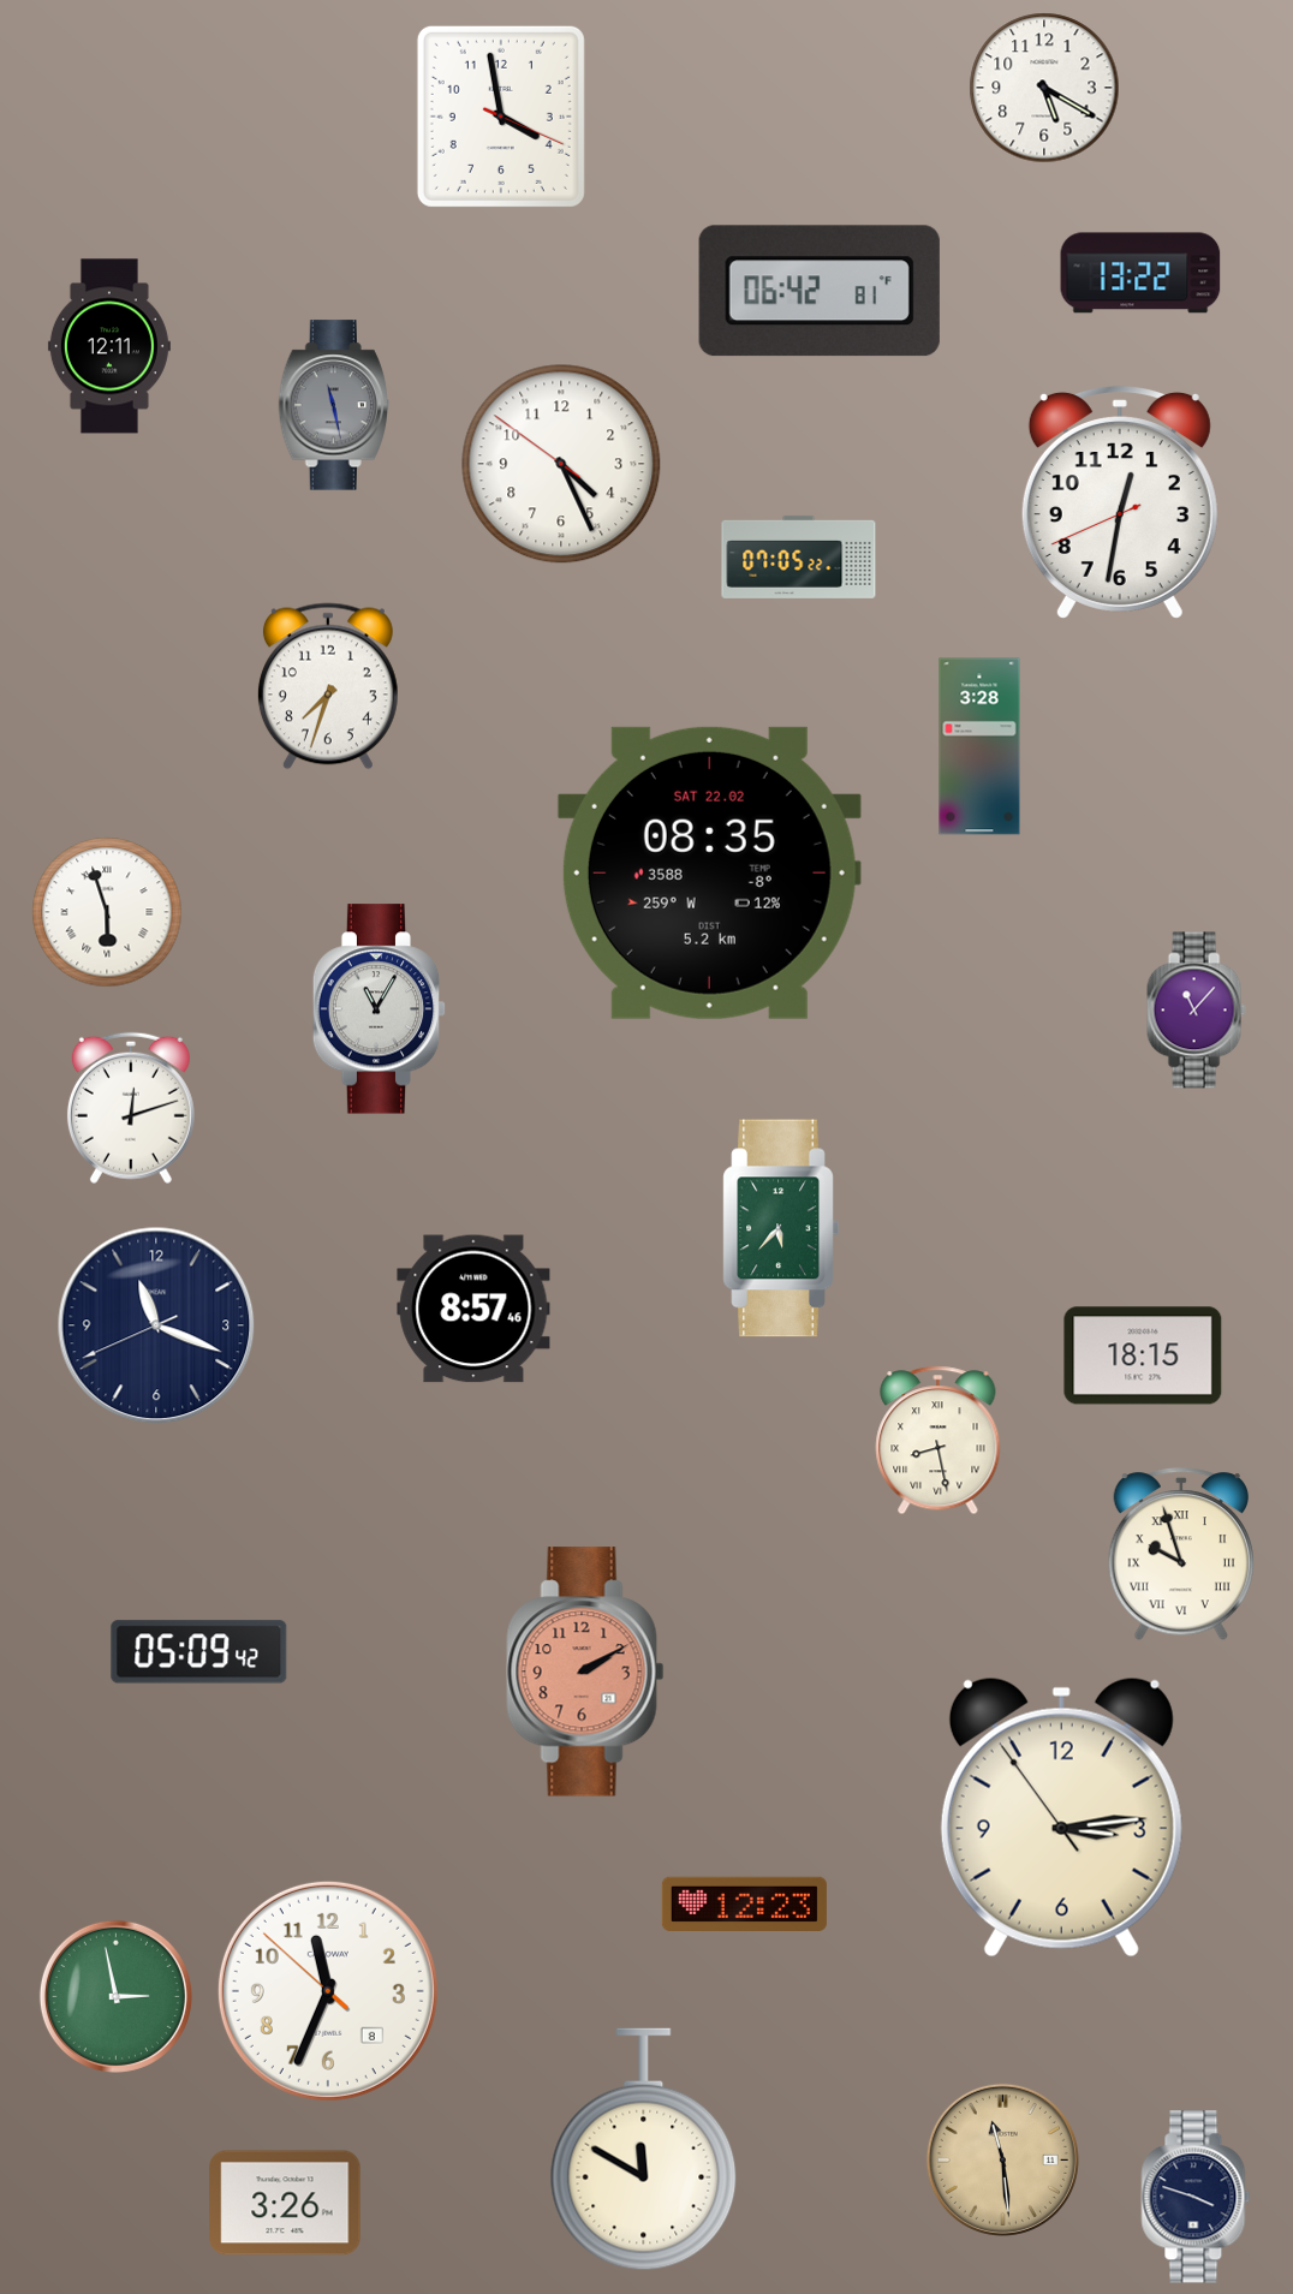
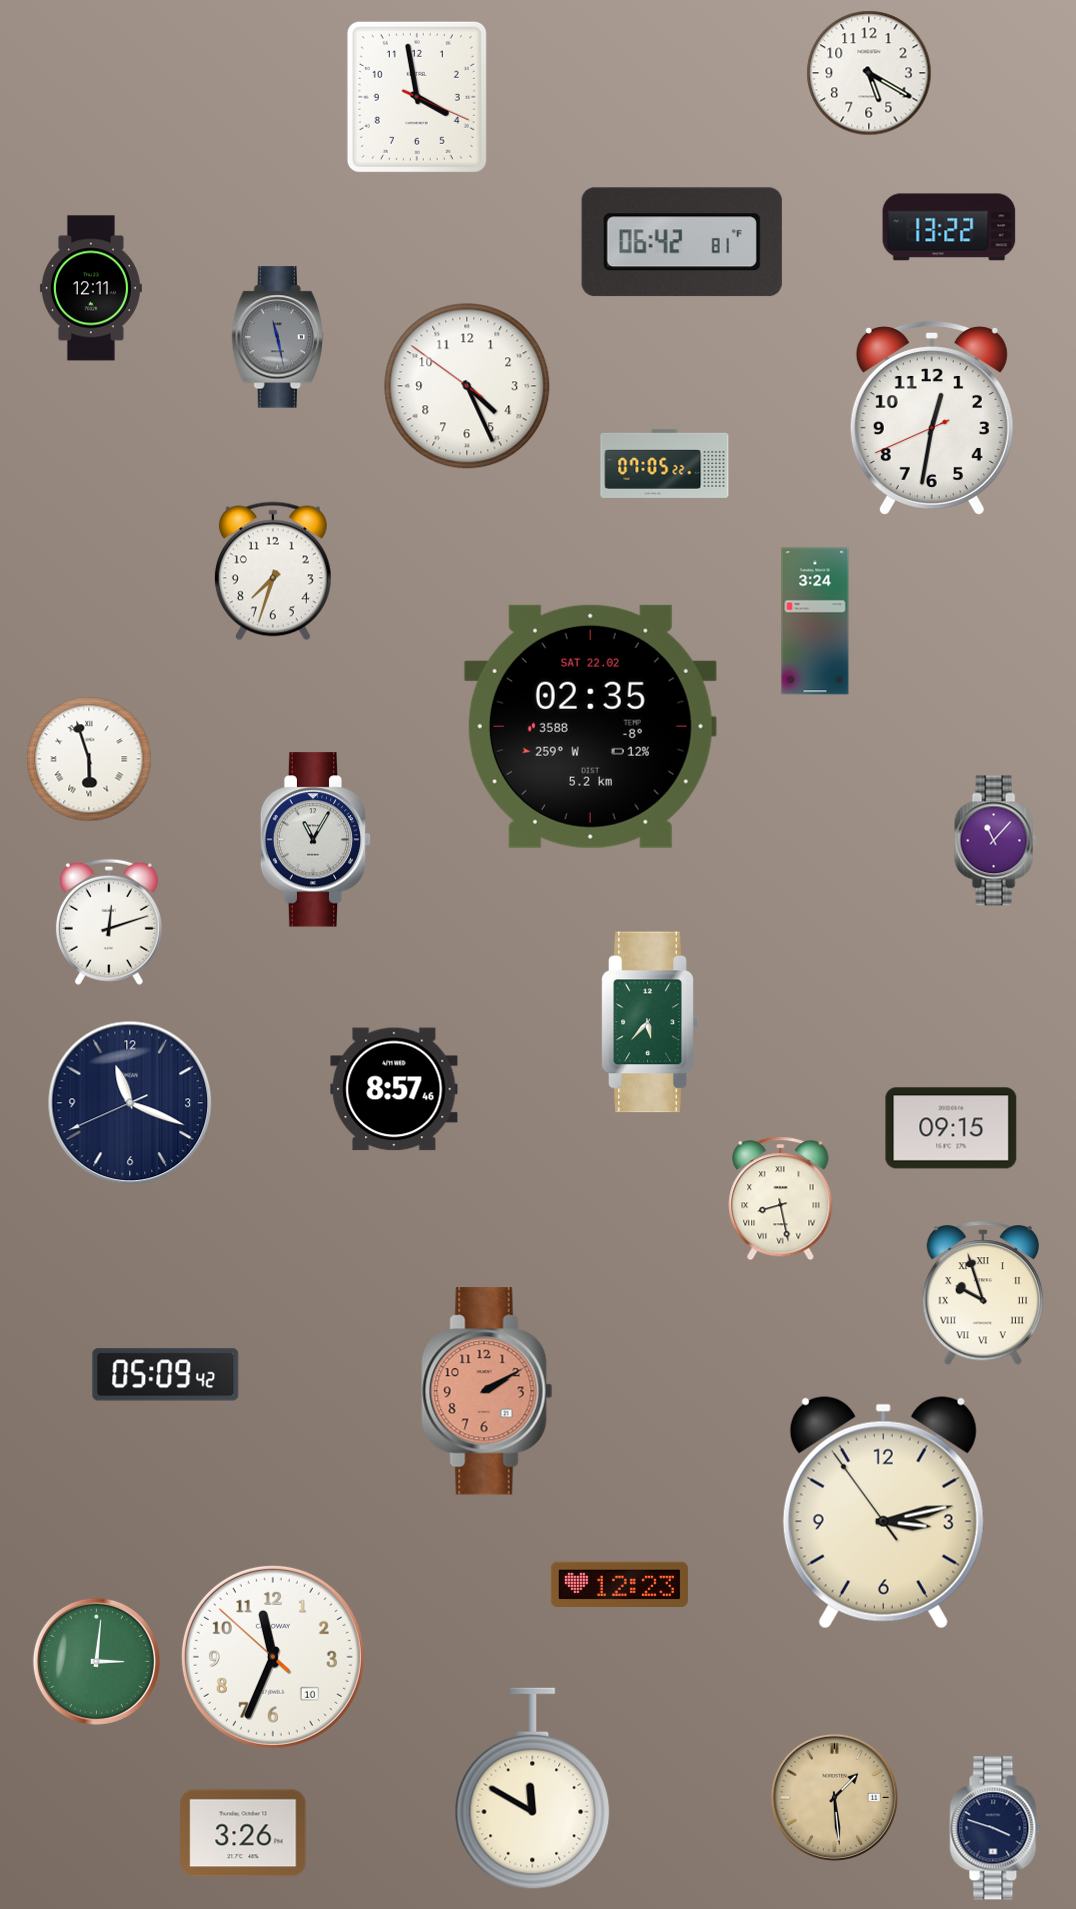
clock at (979, 746): 3:28 -> 3:24
clock at (709, 872): 08:35 -> 02:35
clock at (1143, 1355): 18:15 -> 09:15
clock at (1061, 1817): 3:13 -> 3:12
clock at (328, 1991) date: 8 -> 10
clock at (115, 1996): 2:58 -> 3:01
clock at (644, 2150) position: (644, 2150) -> (533, 1789)
clock at (1002, 2159): 11:29 -> 1:29
clock at (285, 2203) position: (285, 2203) -> (243, 1833)
